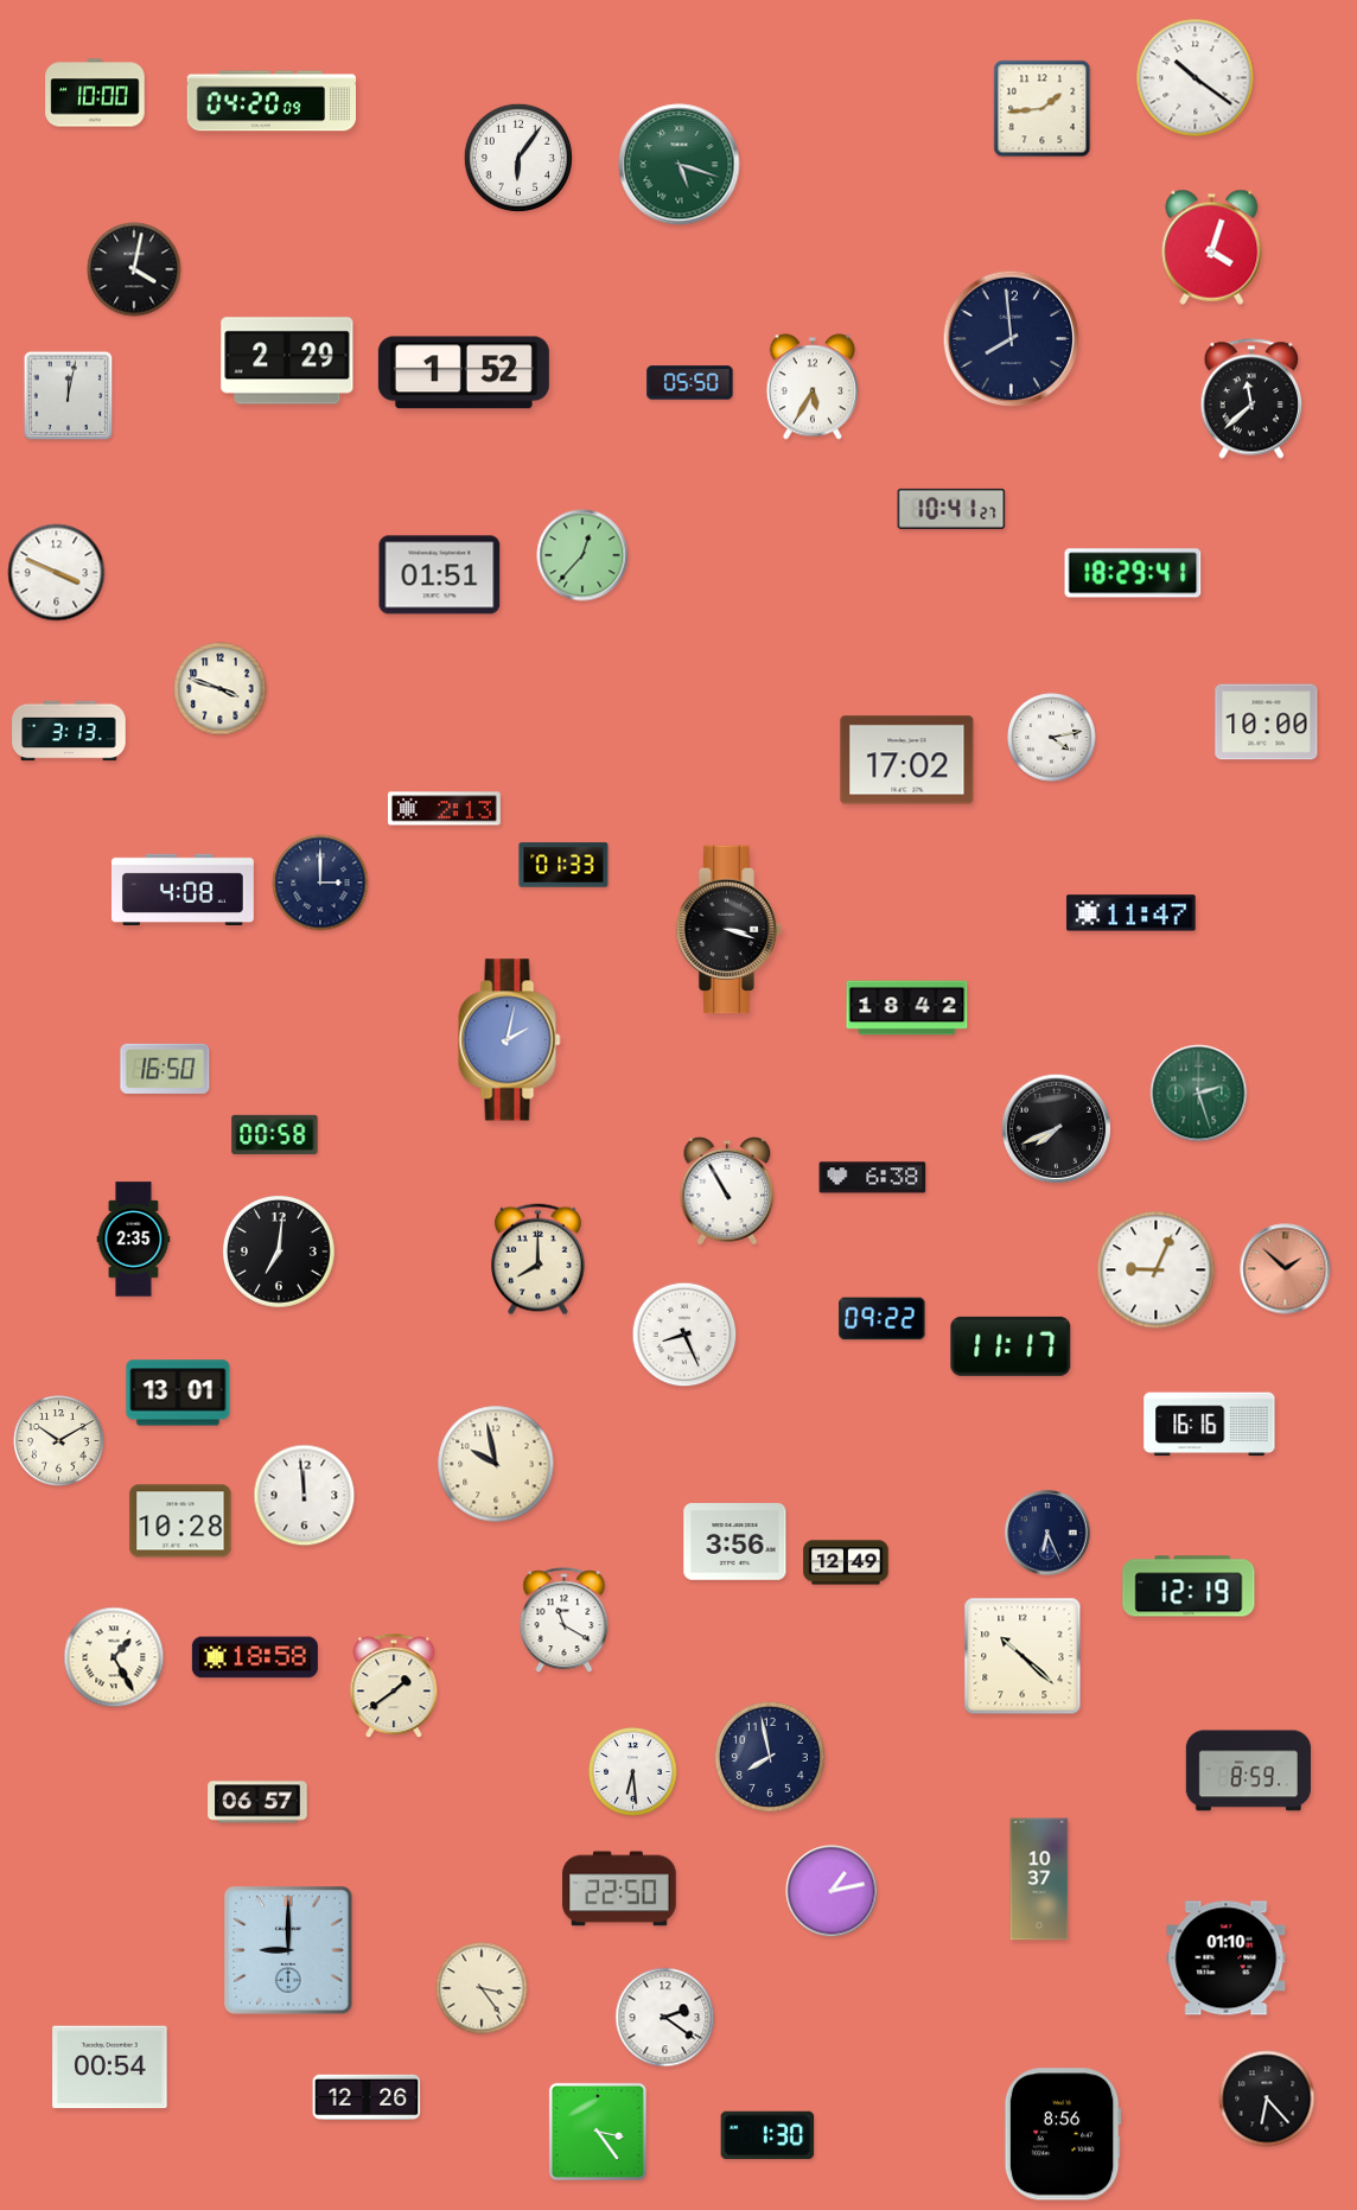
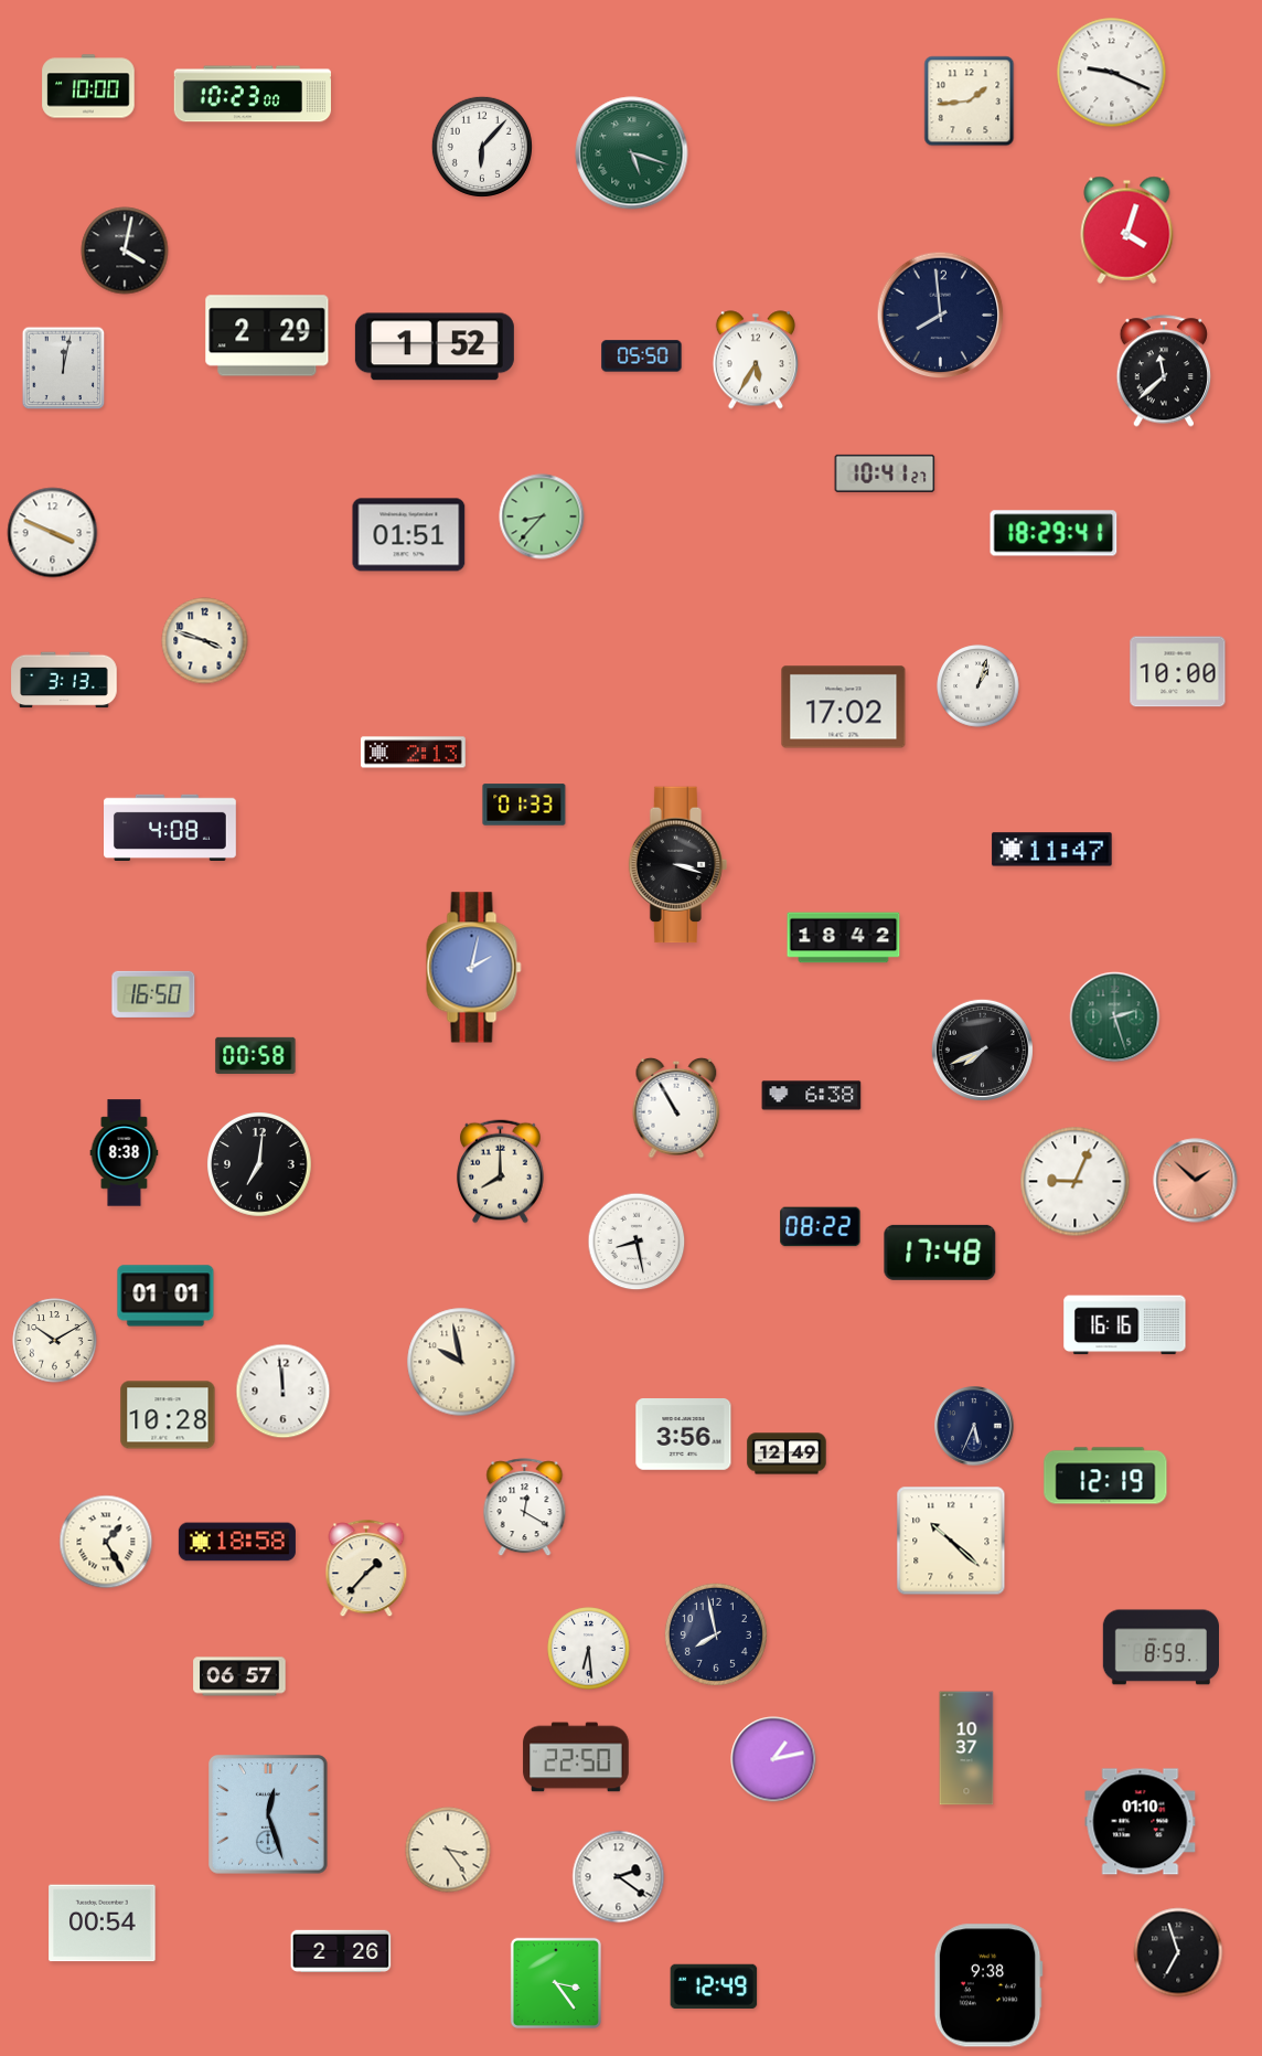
clock at (1196, 78): 10:21 -> 9:19
clock at (270, 101): 04:20 -> 10:23
clock at (518, 158): 6:06 -> 6:07
clock at (464, 372) position: (464, 372) -> (435, 347)
clock at (582, 555): 12:37 -> 8:37
clock at (1052, 738): 4:13 -> 1:03
clock at (320, 883): 3:00 -> none
clock at (134, 1240): 2:35 -> 8:38
clock at (883, 1319): 09:22 -> 08:22
clock at (684, 1335): 8:26 -> 8:28
clock at (1011, 1346): 11:17 -> 17:48
clock at (178, 1393): 13:01 -> 01:01
clock at (1047, 1533): 6:26 -> 5:34
clock at (565, 1620): 11:20 -> 12:20
clock at (394, 1687): 1:39 -> 1:37
clock at (288, 1950): 9:00 -> 12:27
clock at (367, 2097): 12:26 -> 2:26
clock at (1267, 2098): 6:23 -> 6:57
clock at (1063, 2134): 8:56 -> 9:38
clock at (767, 2135): 1:30 -> 12:49
